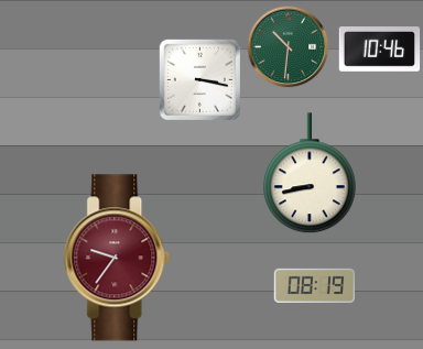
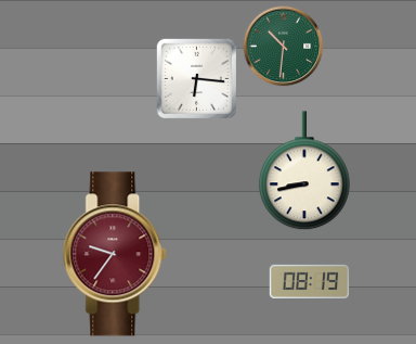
clock at (380, 50): 10:46 -> none
clock at (199, 79): 3:17 -> 6:16
